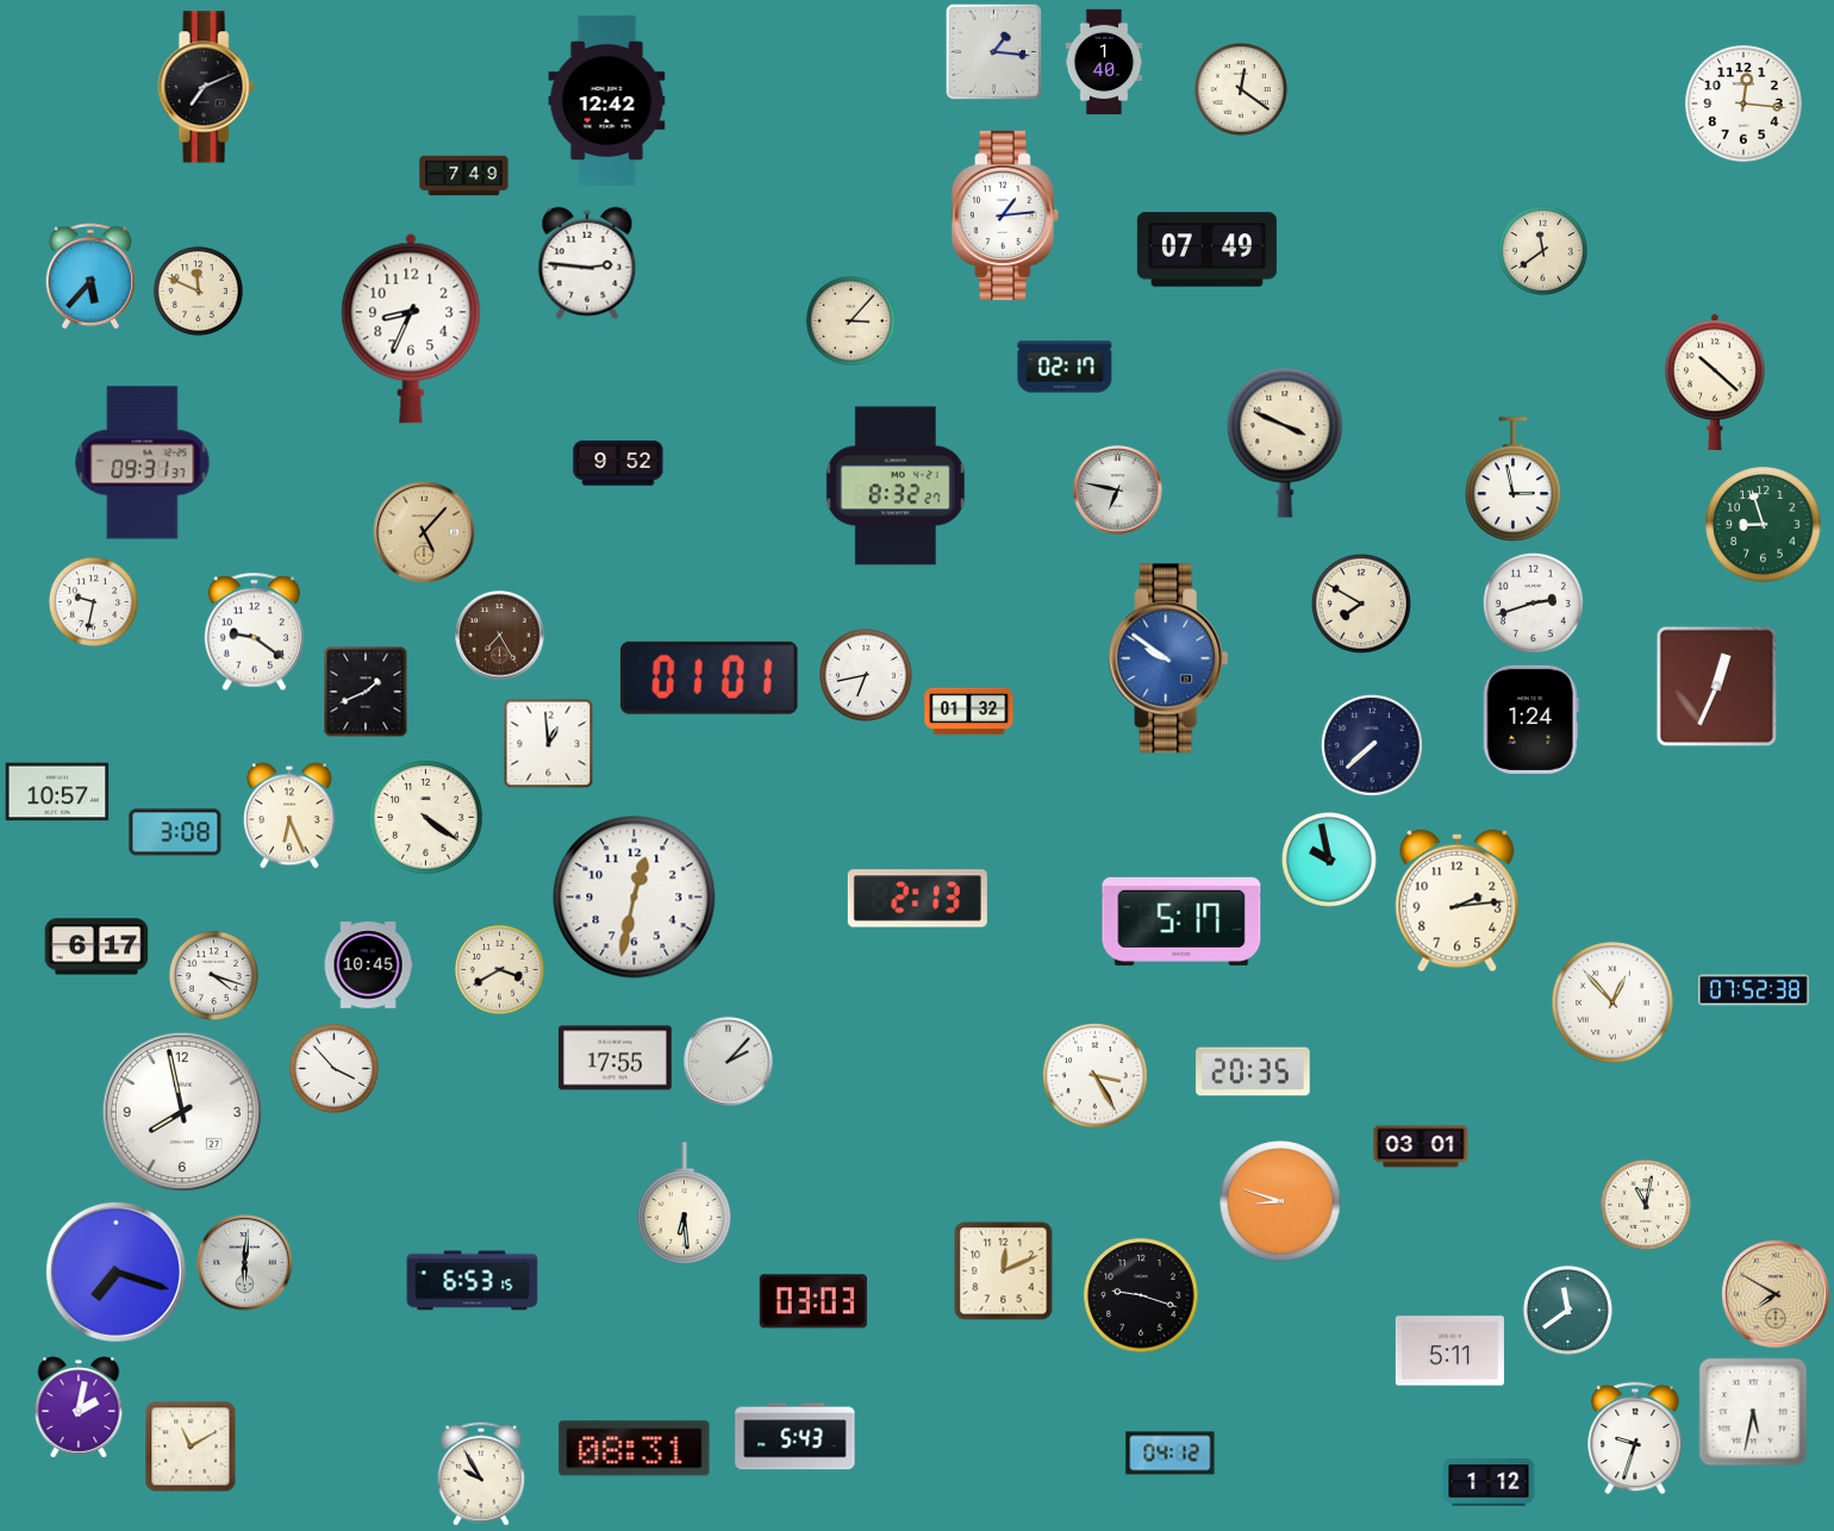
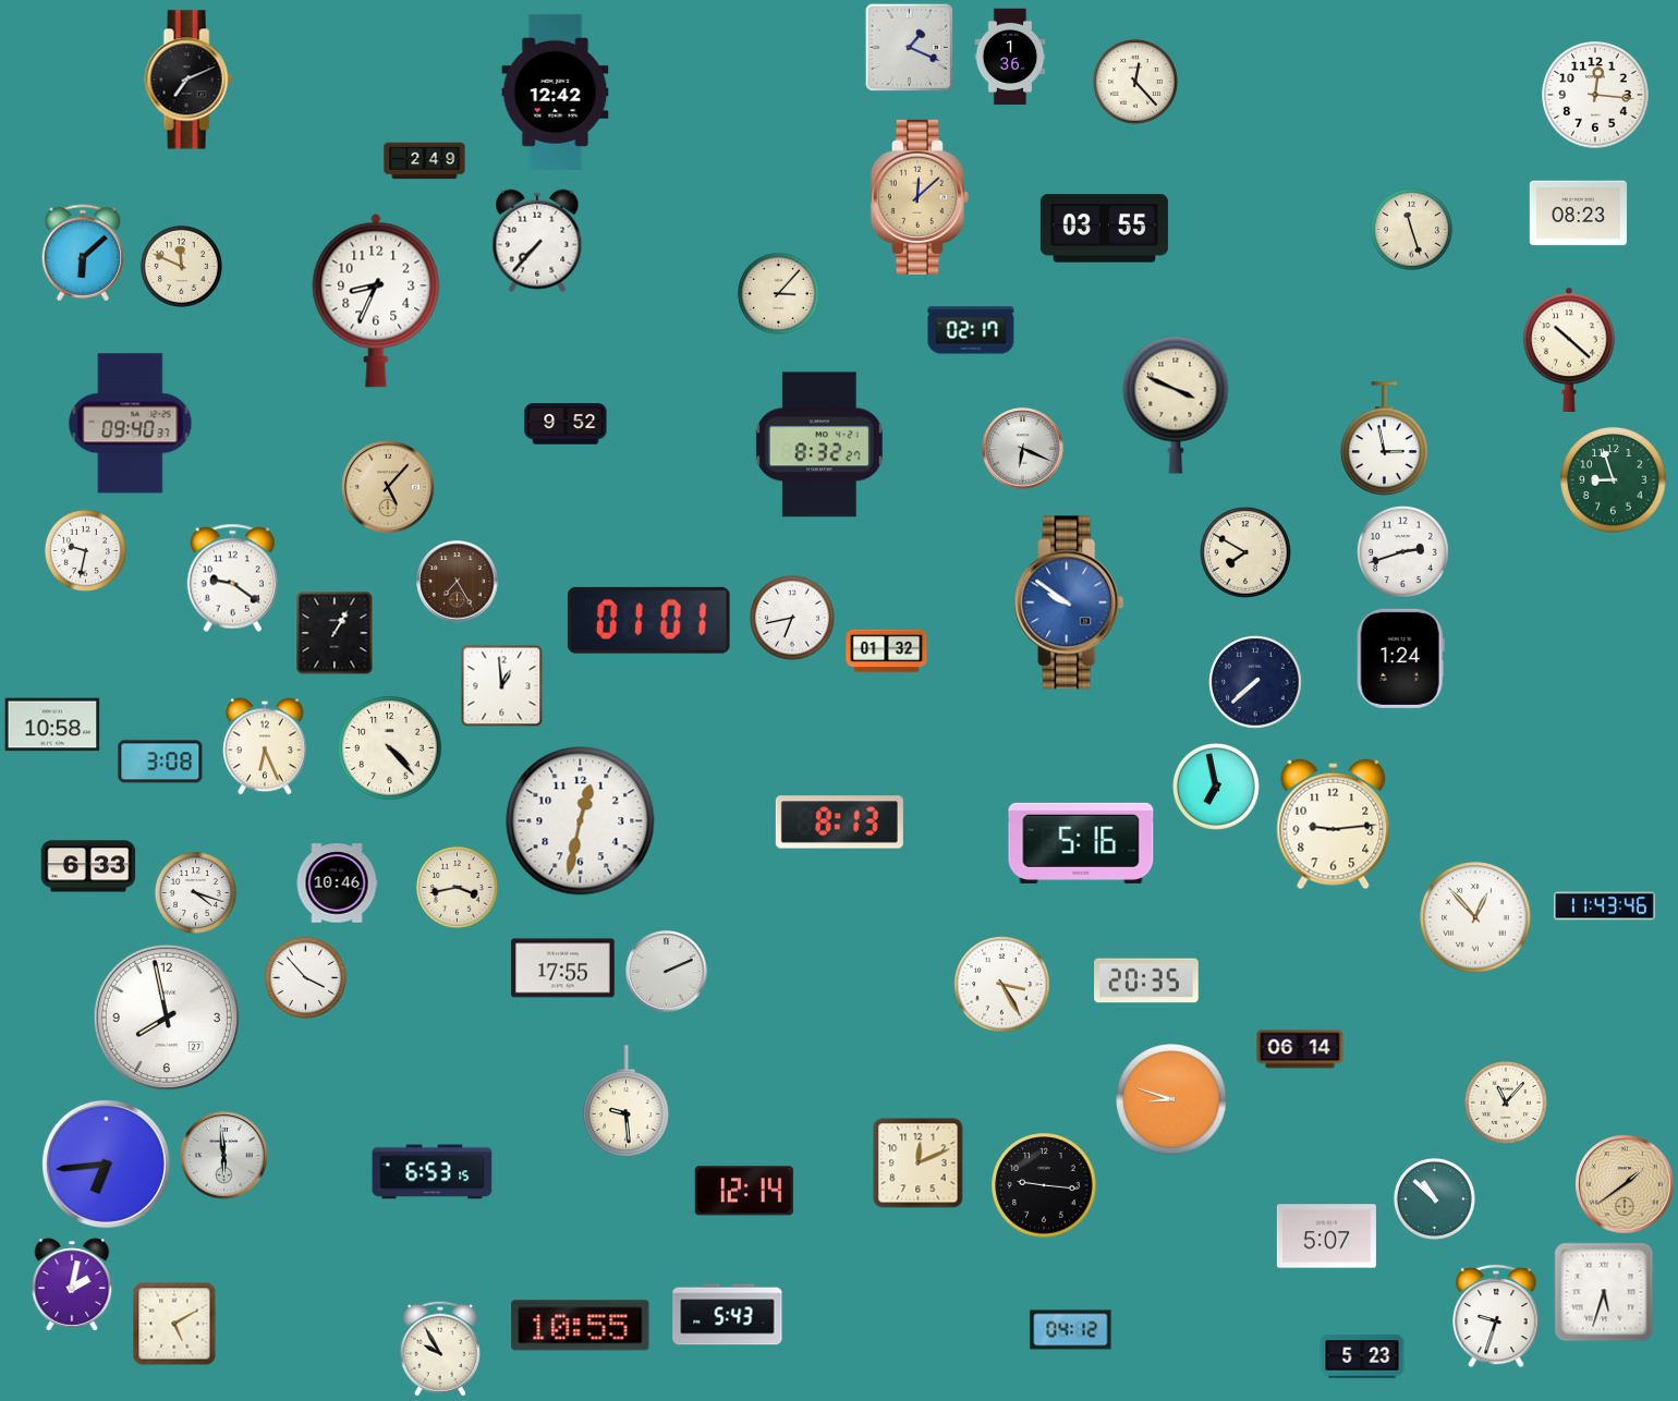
clock at (994, 52): 1:16 -> 1:19
clock at (1104, 62): 1:40 -> 1:36
clock at (1241, 89): 12:21 -> 12:23
clock at (464, 176): 7:49 -> 2:49
clock at (1005, 215): 1:14 -> 12:08
clock at (1005, 215) dial: white -> champagne
clock at (1578, 214): none -> 08:23
clock at (1206, 250): 07:49 -> 03:55
clock at (1542, 250): 11:39 -> 11:27
clock at (587, 263): 2:46 -> 7:37
clock at (91, 276): 5:37 -> 6:08
clock at (1065, 367) position: (1065, 367) -> (971, 330)
clock at (143, 463): 09:31 -> 09:40
clock at (1118, 490): 6:47 -> 6:19
clock at (1716, 686): 12:34 -> none
clock at (366, 692): 1:41 -> 1:05
clock at (549, 744) position: (549, 744) -> (502, 686)
clock at (57, 792): 10:57 -> 10:58
clock at (426, 818): 4:21 -> 4:23
clock at (1329, 860): 9:58 -> 6:58
clock at (917, 899): 2:13 -> 8:13
clock at (1458, 901): 2:14 -> 9:14
clock at (1181, 921): 5:17 -> 5:16
clock at (96, 946): 6:17 -> 6:33
clock at (368, 966): 10:45 -> 10:46
clock at (499, 969): 3:40 -> 3:43
clock at (1753, 991): 07:52 -> 11:43
clock at (729, 1062): 2:07 -> 2:11
clock at (1421, 1146): 03:01 -> 06:14
clock at (685, 1204): 6:29 -> 9:29
clock at (1646, 1205): 11:02 -> 11:07
clock at (245, 1263): 6:01 -> 5:59
clock at (116, 1271): 7:18 -> 6:44
clock at (1776, 1294): 7:50 -> 1:39
clock at (1141, 1295): 9:18 -> 9:16
clock at (813, 1301): 03:03 -> 12:14
clock at (1567, 1310): 11:39 -> 10:52
clock at (1449, 1351): 5:11 -> 5:07
clock at (79, 1407) position: (79, 1407) -> (72, 1284)
clock at (1753, 1412): 5:32 -> 5:33
clock at (191, 1446): 11:10 -> 5:10
clock at (635, 1449): 08:31 -> 10:55
clock at (1489, 1482): 1:12 -> 5:23
